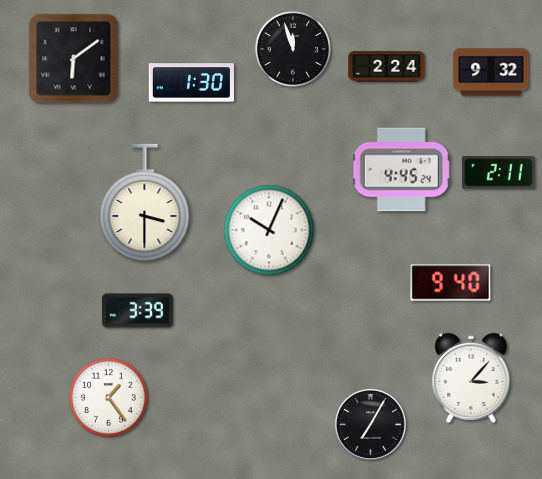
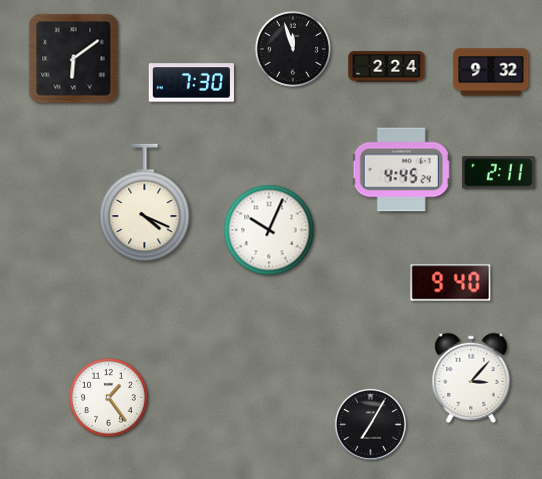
clock at (191, 83): 1:30 -> 7:30
clock at (145, 203): 3:30 -> 4:19
clock at (137, 311): 3:39 -> none
